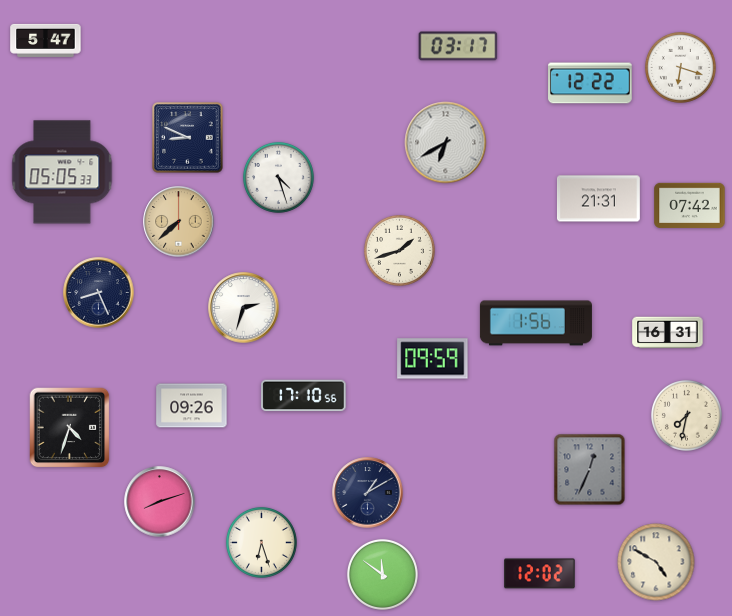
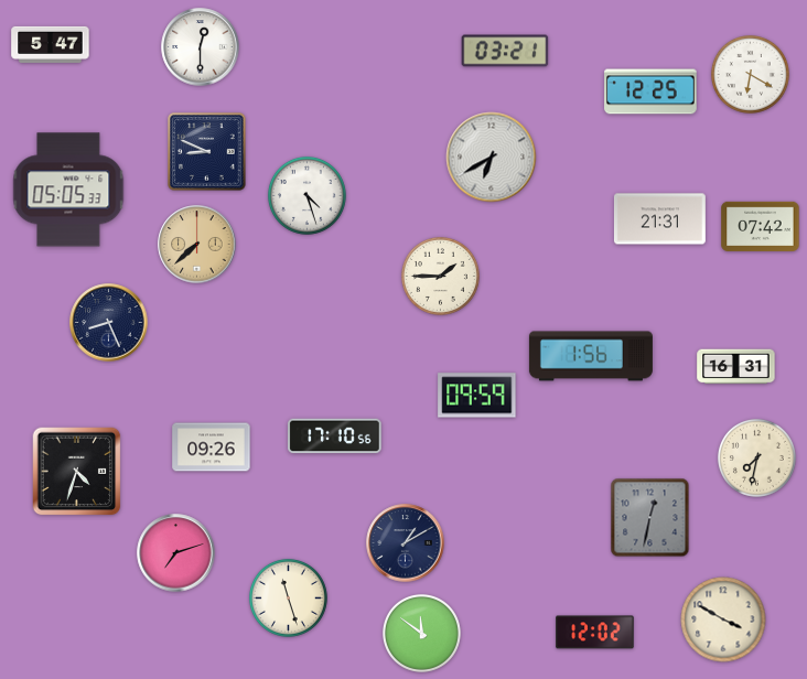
clock at (201, 47): none -> 12:30
clock at (458, 46): 03:17 -> 03:21
clock at (680, 67): 6:18 -> 6:20
clock at (590, 83): 12:22 -> 12:25
clock at (399, 250): 1:42 -> 1:45
clock at (244, 308): 2:33 -> none
clock at (590, 470): 12:34 -> 12:32
clock at (160, 502): 8:12 -> 7:12
clock at (261, 542): 6:27 -> 11:27
clock at (656, 562): 4:50 -> 3:50
